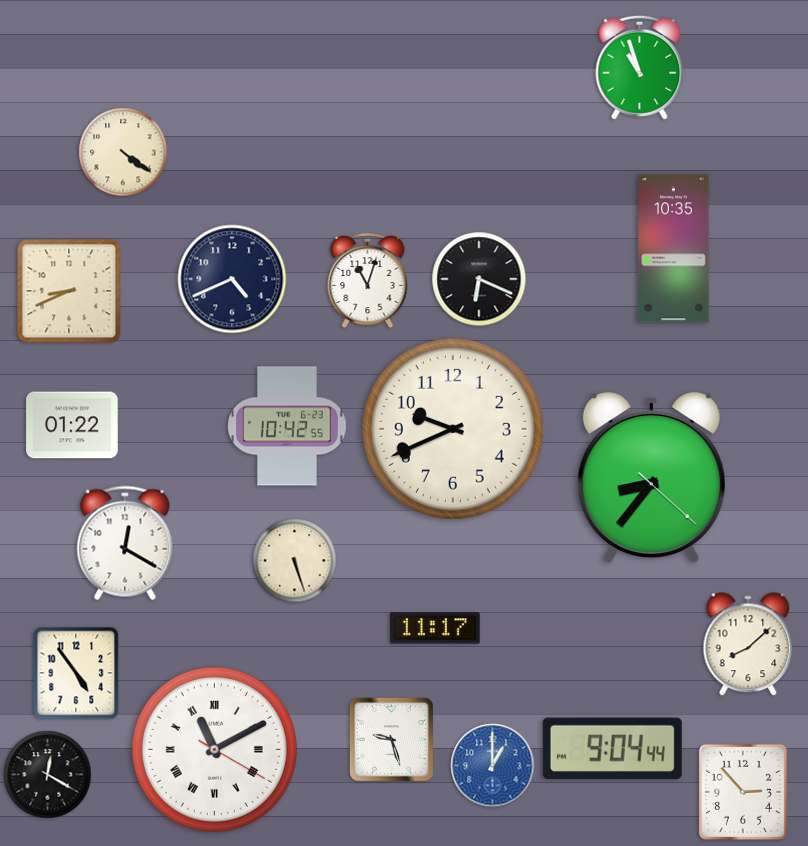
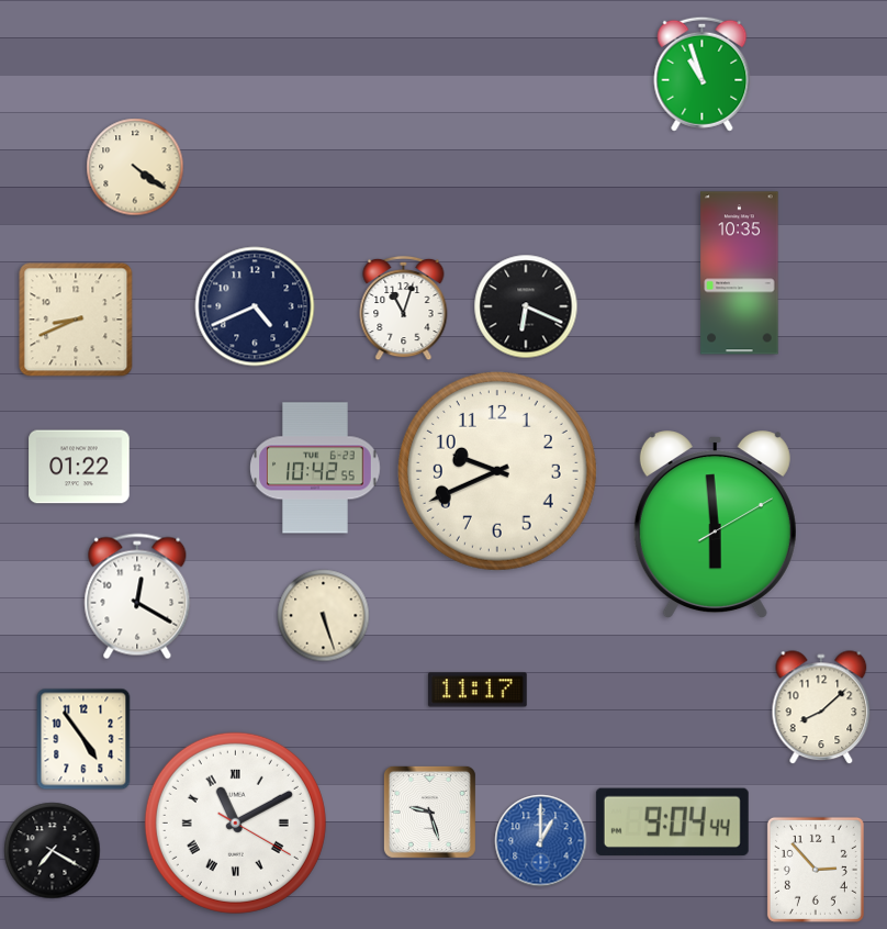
clock at (651, 478): 8:36 -> 5:59
clock at (48, 775): 12:20 -> 7:20
